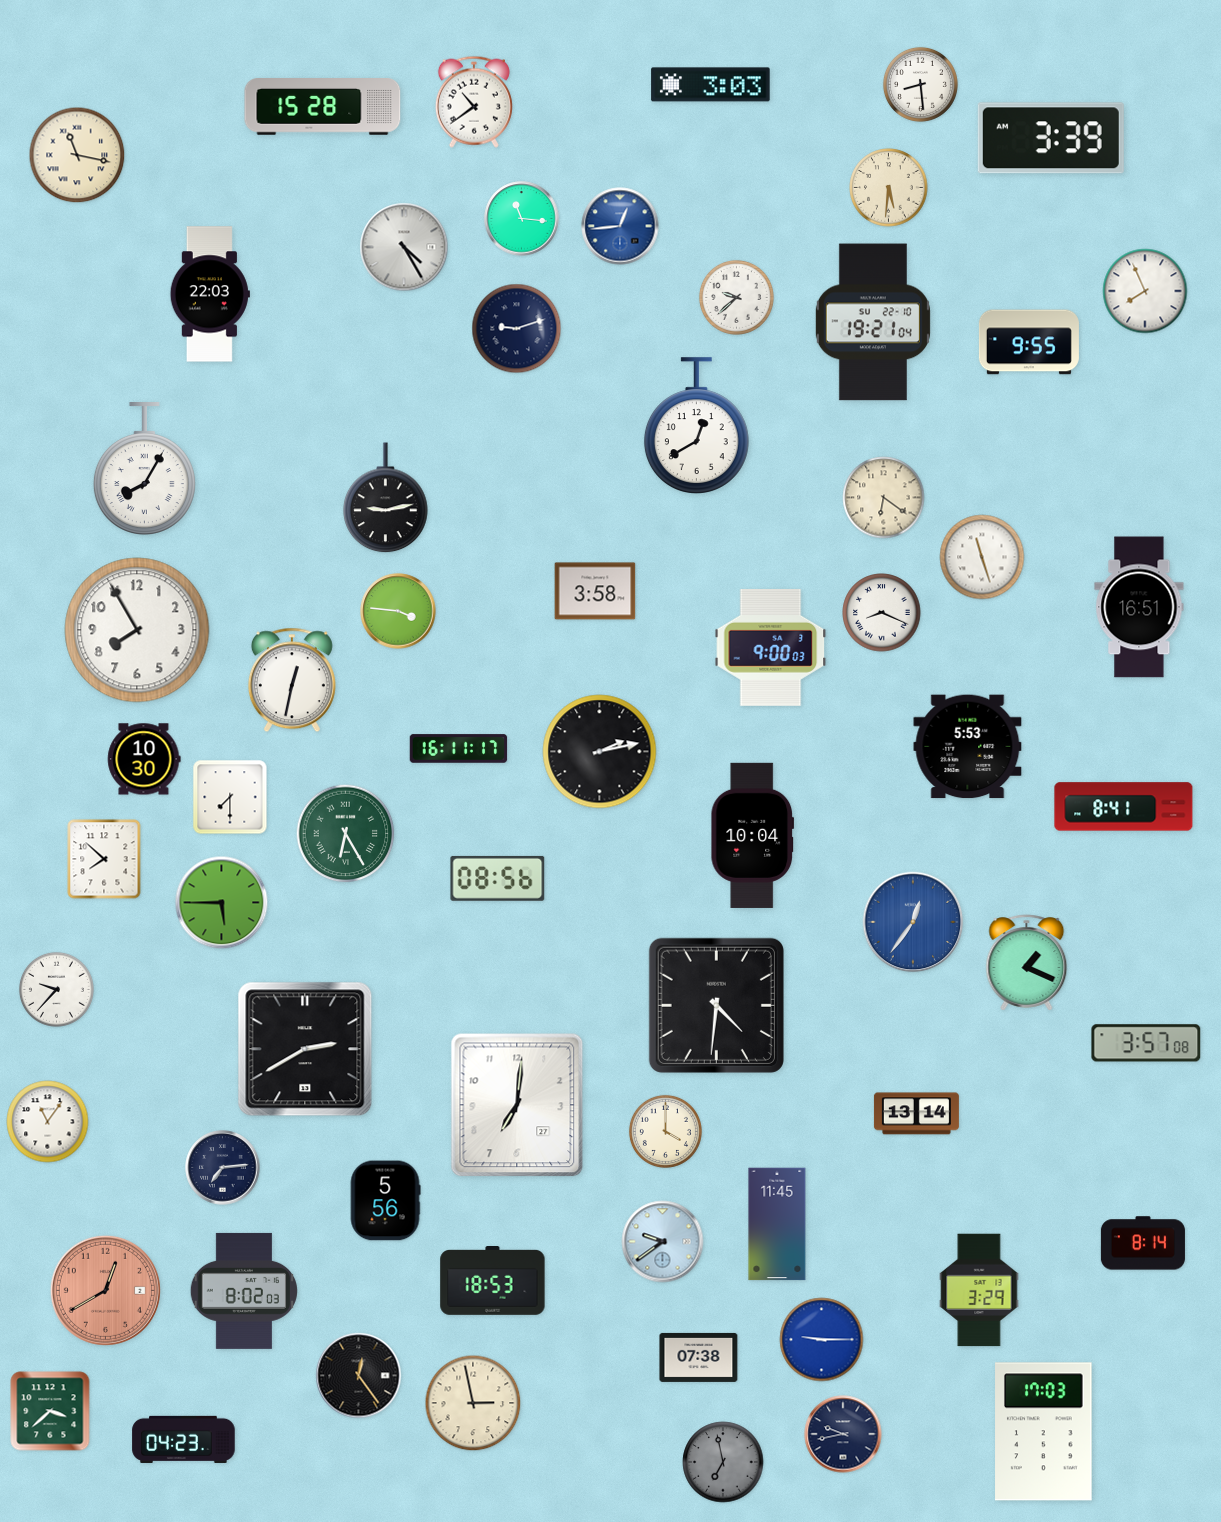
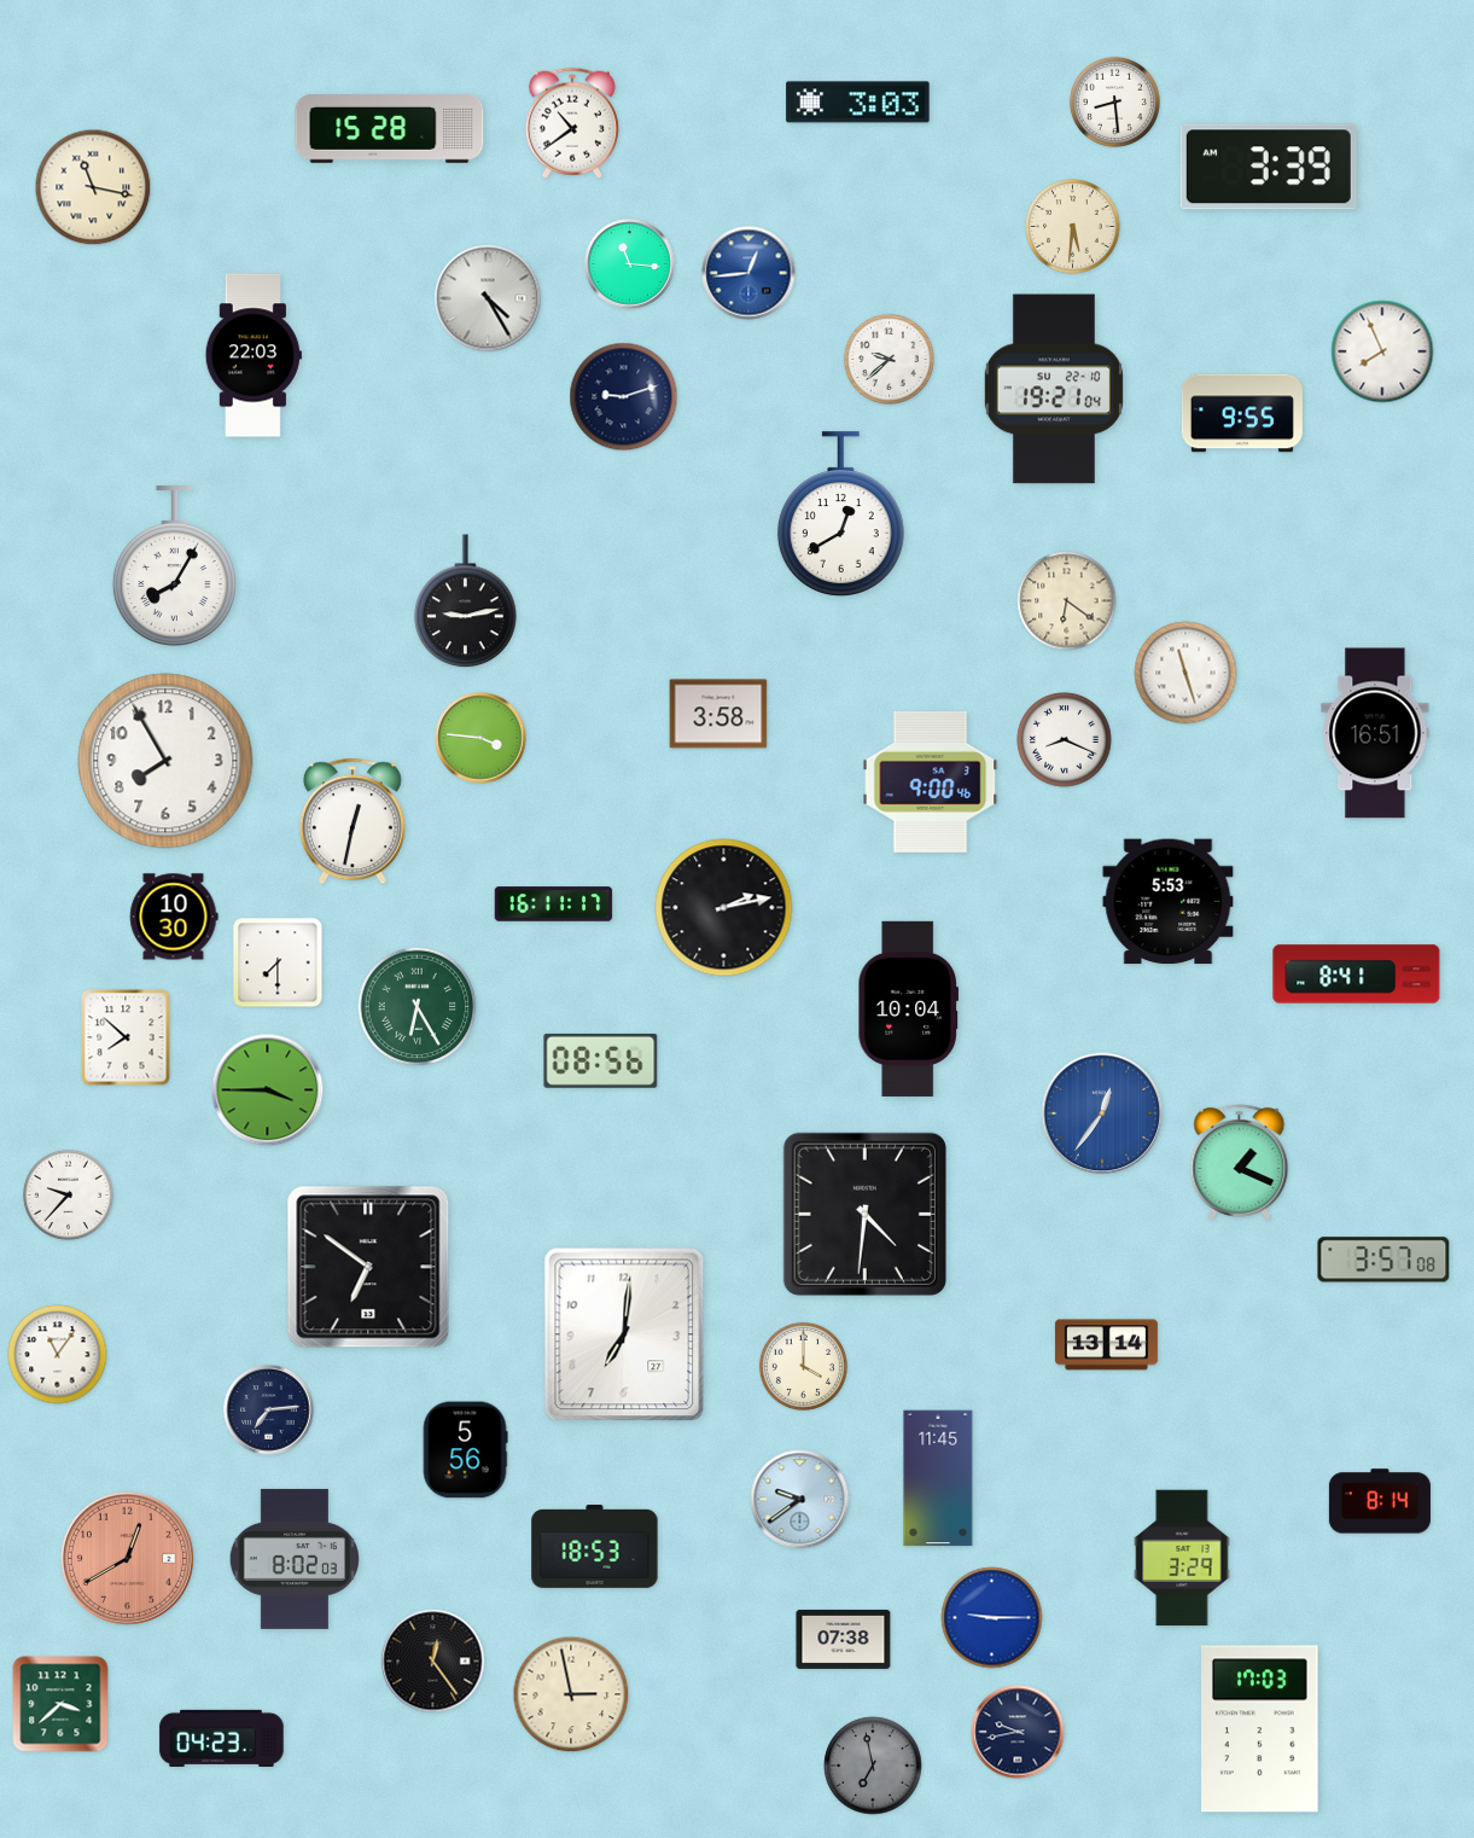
clock at (920, 84) position: (920, 84) -> (1114, 101)
clock at (771, 647): 9:00:03 -> 9:00:46
clock at (222, 903): 5:45 -> 3:45
clock at (305, 1049): 2:40 -> 6:51
